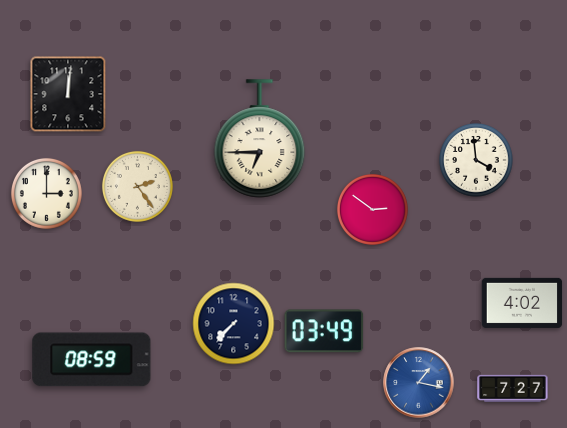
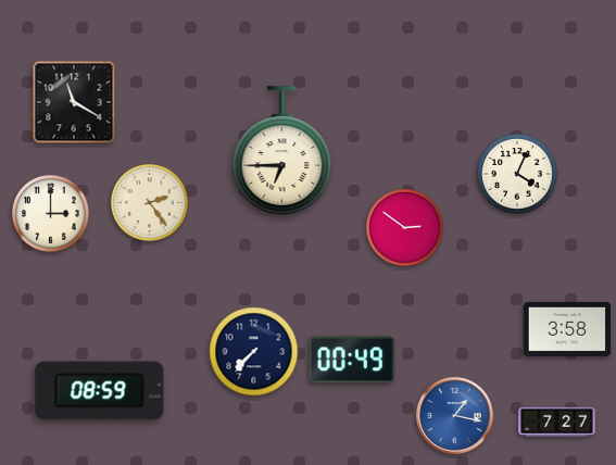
clock at (68, 94): 12:01 -> 11:20
clock at (476, 160): 3:59 -> 4:04
clock at (46, 193) position: (46, 193) -> (50, 213)
clock at (522, 303): 4:02 -> 3:58
clock at (324, 331): 03:49 -> 00:49
